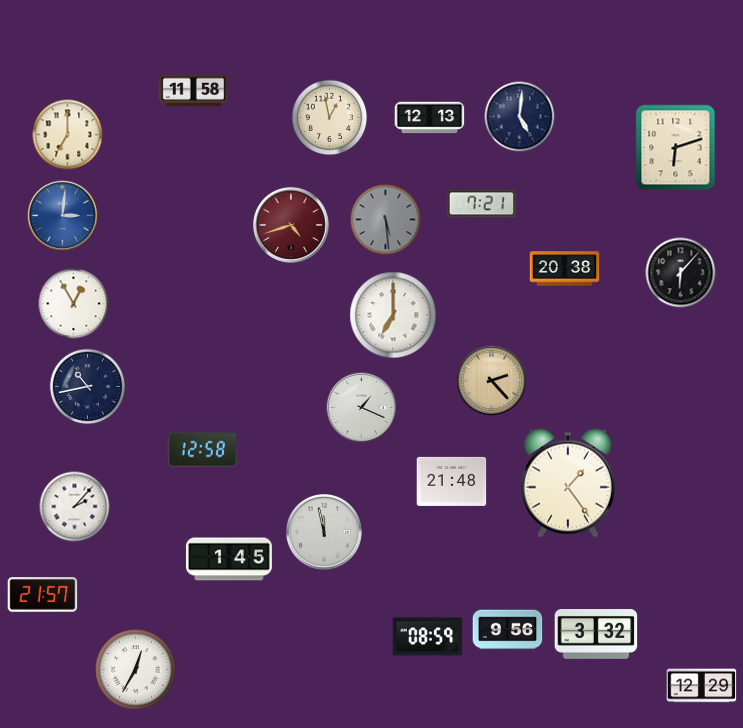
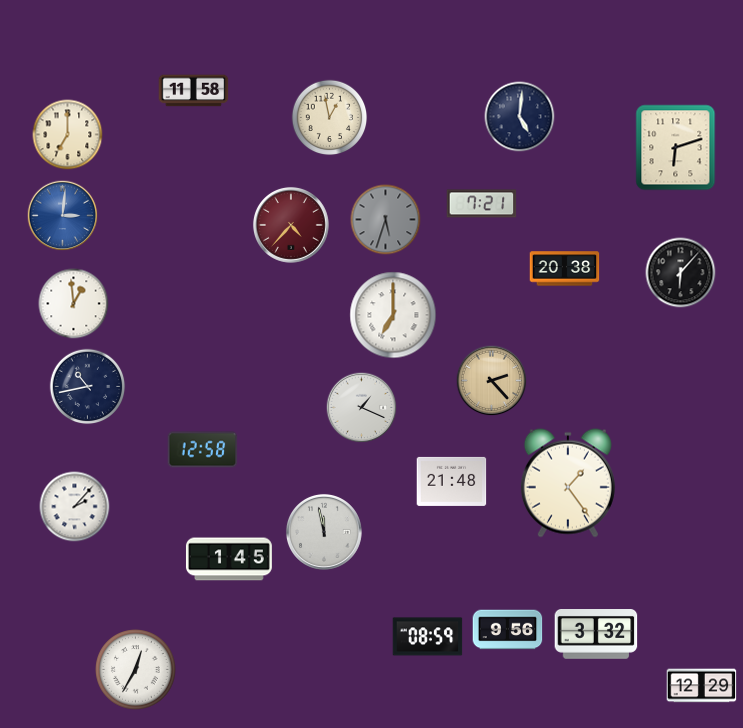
clock at (430, 118): 12:13 -> none
clock at (386, 220): 5:29 -> 5:33
clock at (291, 225): 4:42 -> 4:37
clock at (74, 304): 12:55 -> 12:59
clock at (43, 595): 21:57 -> none
